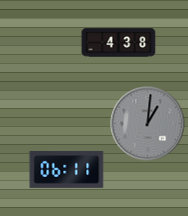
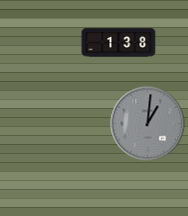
clock at (119, 43): 4:38 -> 1:38
clock at (67, 169): 06:11 -> none
